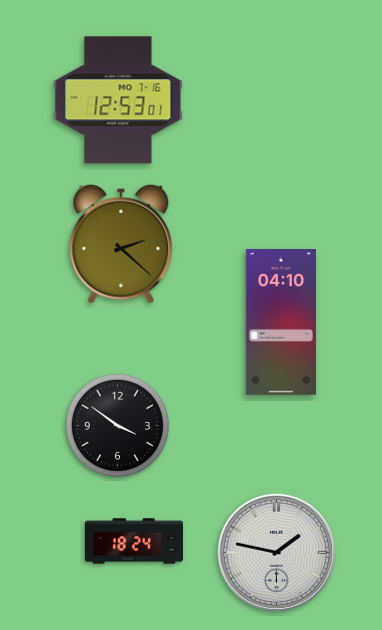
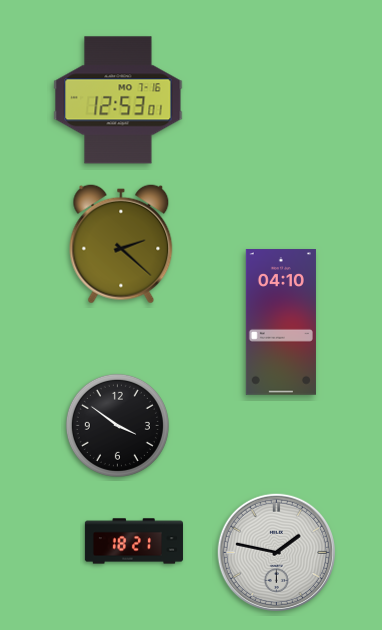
clock at (134, 541): 18:24 -> 18:21
